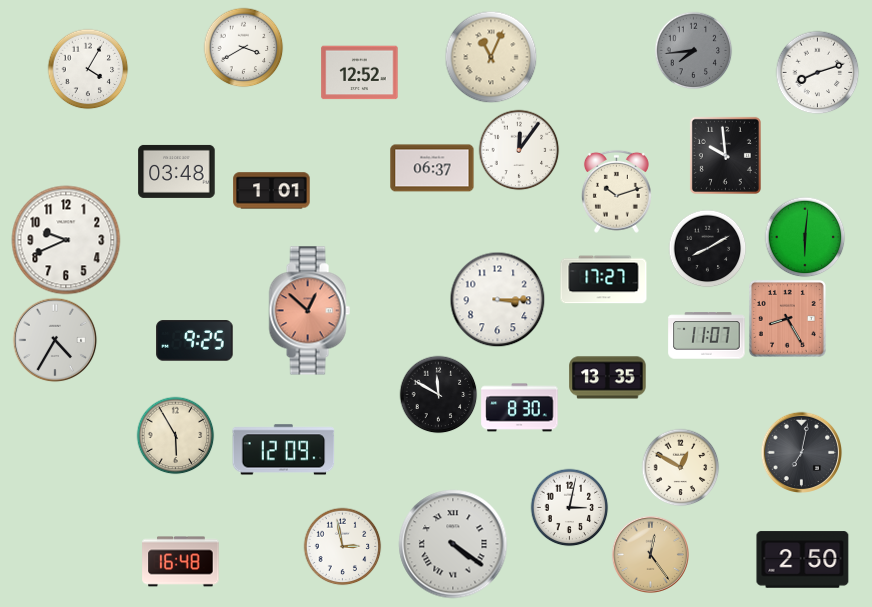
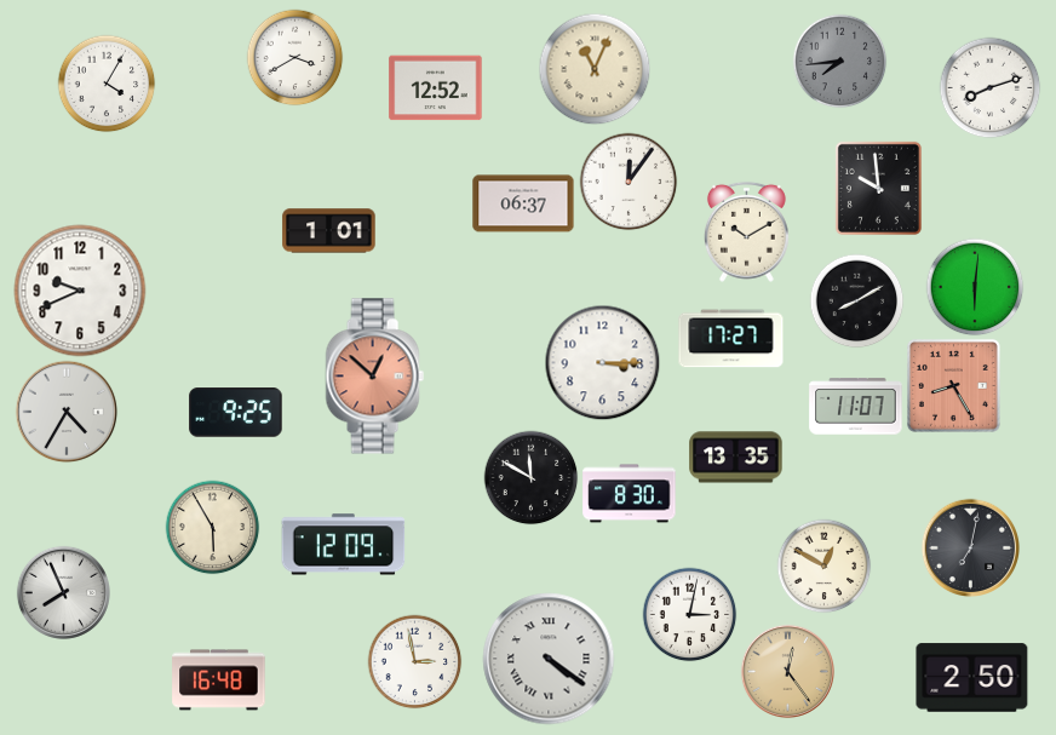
clock at (177, 171): 03:48 -> none
clock at (616, 191): 10:12 -> 10:10
clock at (63, 592): none -> 7:56
